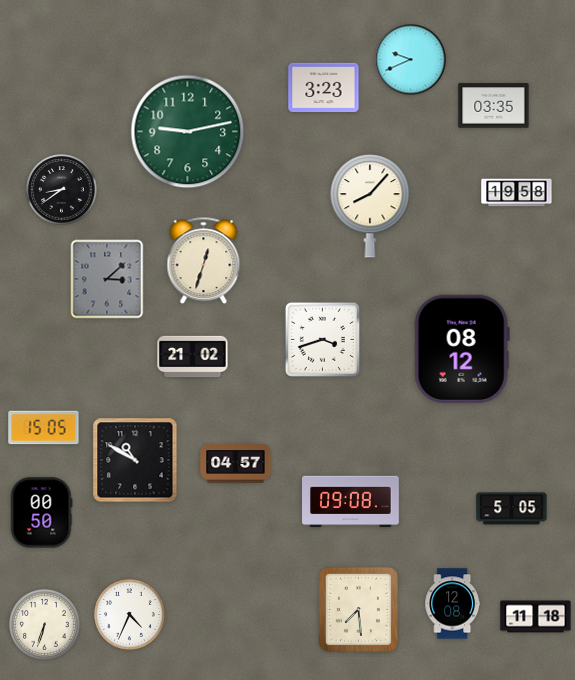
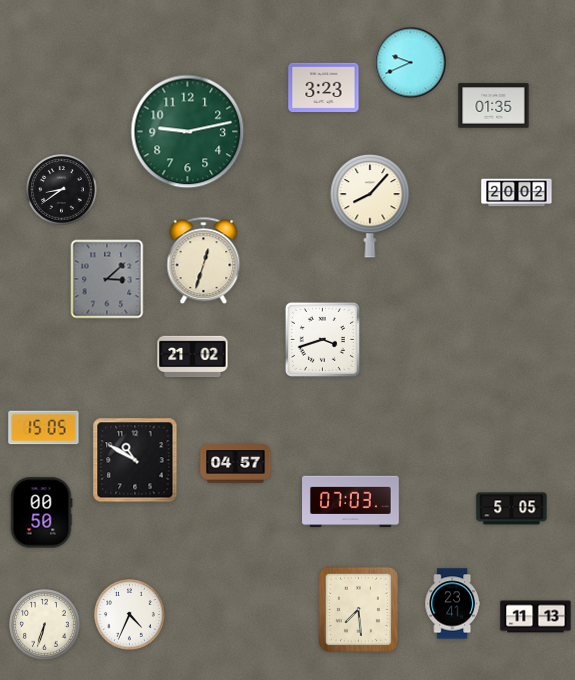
clock at (411, 60) position: (411, 60) -> (411, 63)
clock at (494, 106): 03:35 -> 01:35
clock at (517, 193): 19:58 -> 20:02
clock at (462, 349): 08:12 -> none
clock at (351, 502): 09:08 -> 07:03
clock at (453, 604): 12:08 -> 23:41
clock at (536, 617): 11:18 -> 11:13
